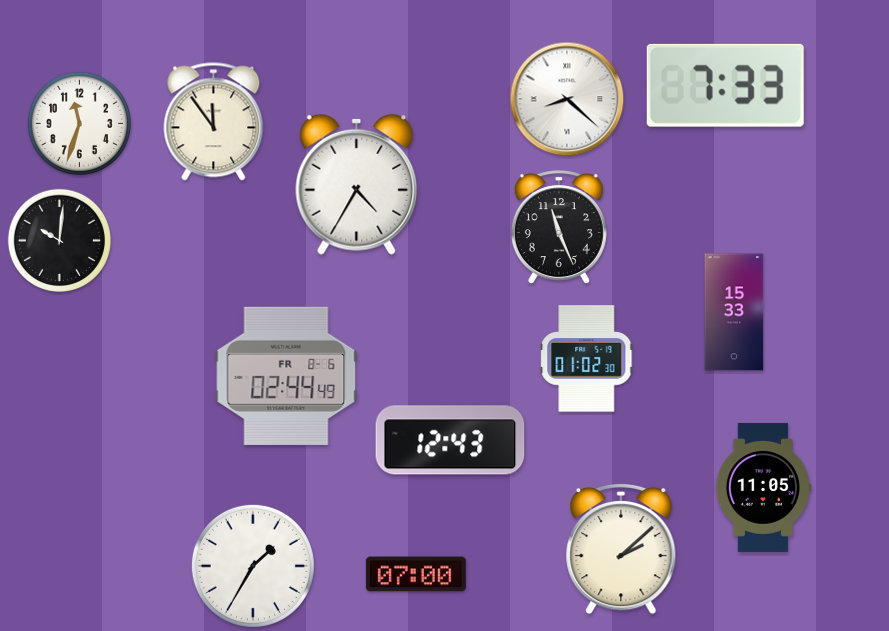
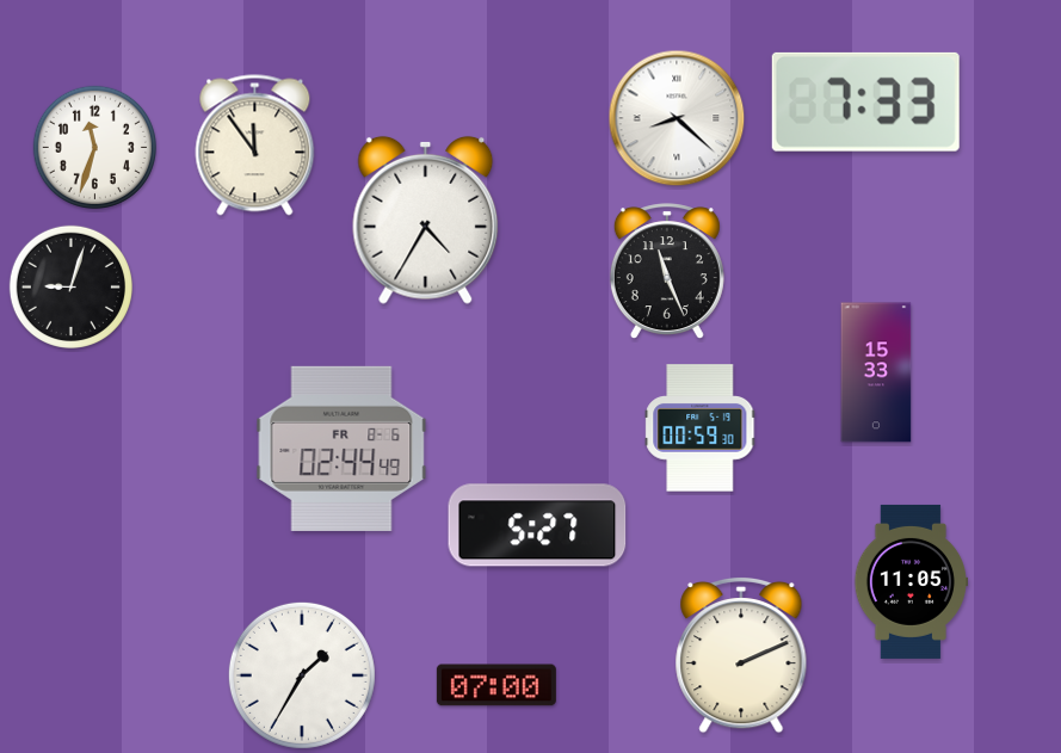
clock at (59, 240): 10:01 -> 9:03
clock at (587, 359): 01:02 -> 00:59
clock at (450, 440): 12:43 -> 5:27
clock at (621, 549): 2:08 -> 2:11
